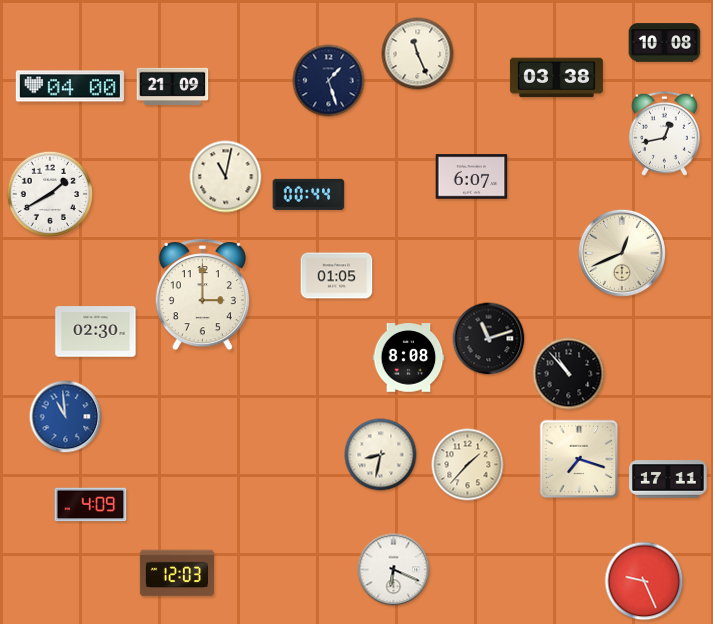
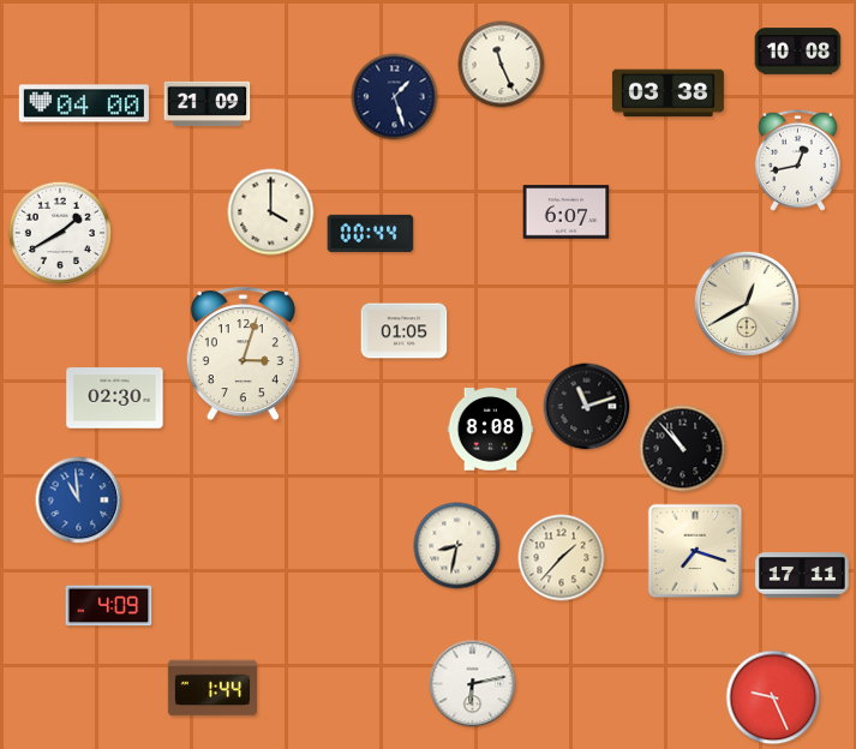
clock at (226, 177): 11:02 -> 4:00
clock at (622, 253): 12:41 -> 12:40
clock at (202, 295): 3:00 -> 3:03
clock at (394, 570): 6:19 -> 6:13
clock at (176, 573): 12:03 -> 1:44
